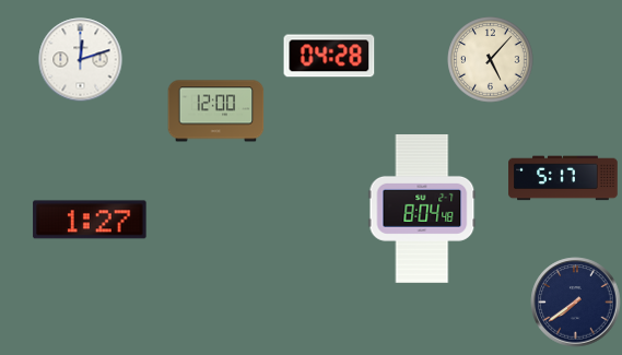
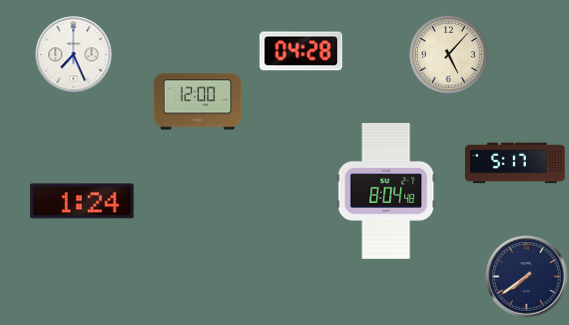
clock at (81, 60): 12:12 -> 7:26
clock at (90, 220): 1:27 -> 1:24
